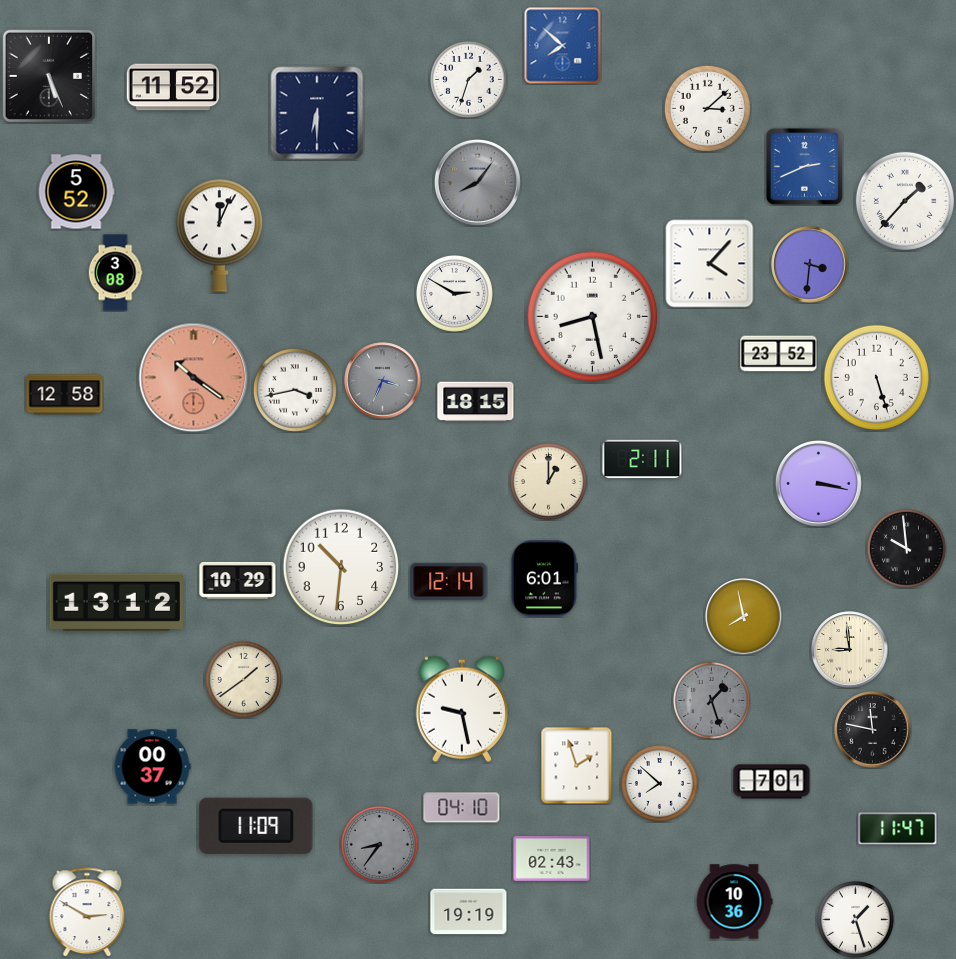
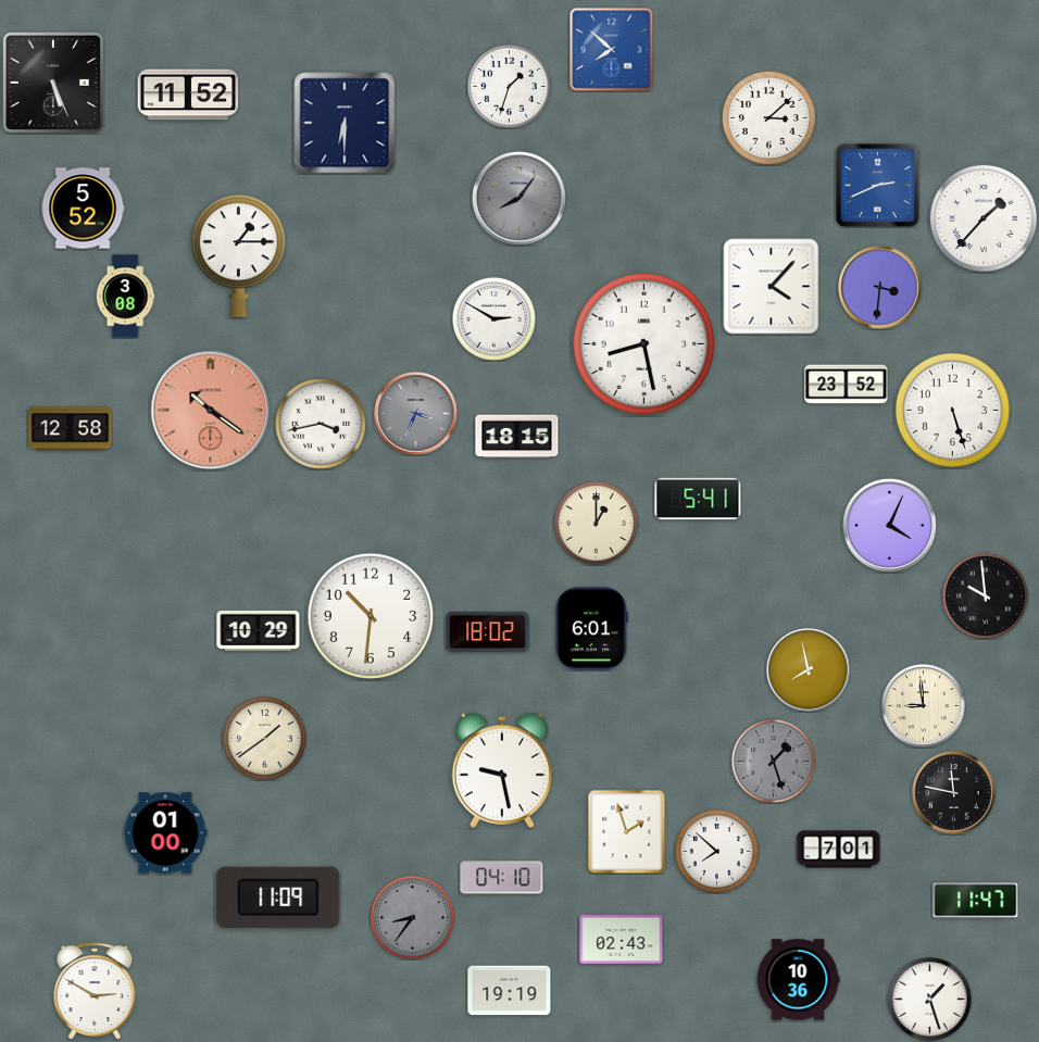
clock at (804, 166) position: (804, 166) -> (877, 185)
clock at (219, 235): 12:04 -> 1:15
clock at (642, 459): 2:11 -> 5:41
clock at (818, 483): 3:17 -> 4:04
clock at (449, 581): 12:14 -> 18:02
clock at (116, 602): 13:12 -> none
clock at (873, 730) position: (873, 730) -> (954, 793)
clock at (152, 767): 00:37 -> 01:00
clock at (552, 859) position: (552, 859) -> (622, 940)
